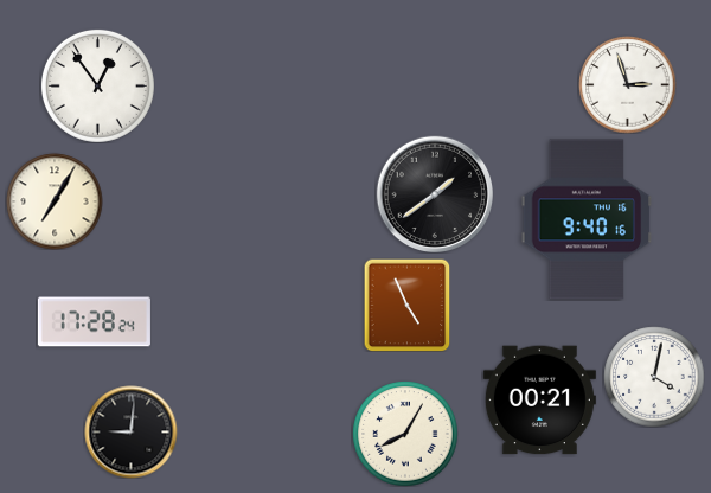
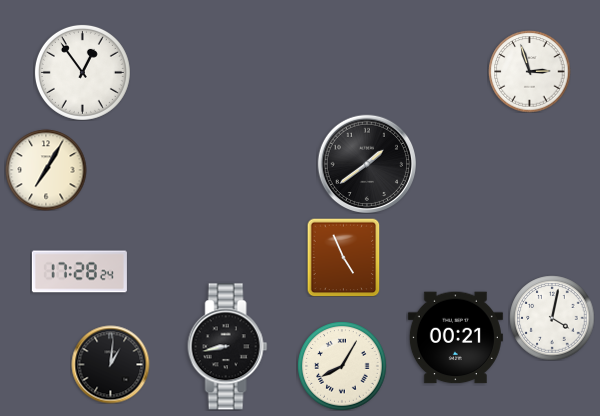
clock at (587, 219): 9:40 -> none
clock at (228, 347): none -> 8:43
clock at (130, 431): 9:01 -> 1:01
